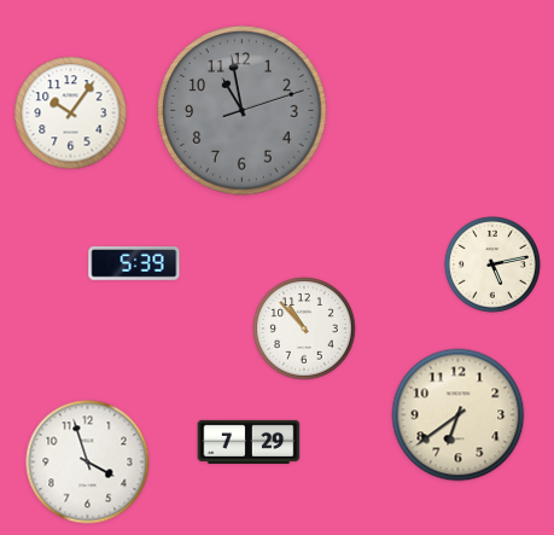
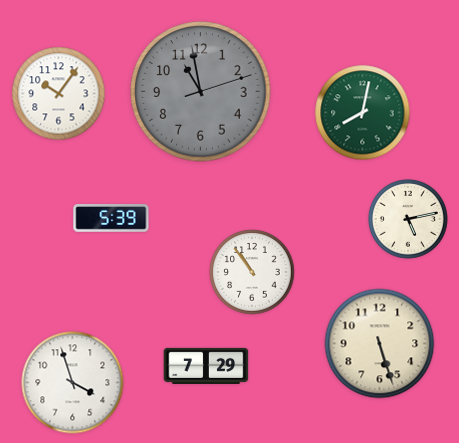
clock at (363, 113): none -> 8:02
clock at (304, 328): 10:53 -> 10:54
clock at (459, 415): 6:39 -> 5:27
